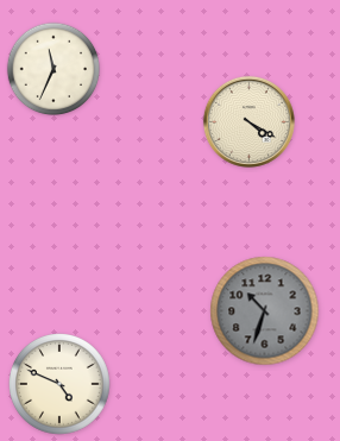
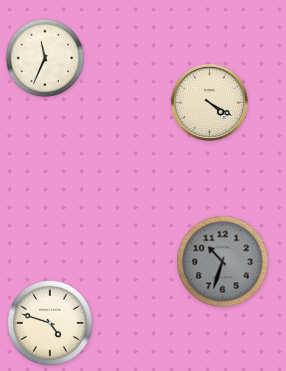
clock at (61, 385): 4:49 -> 4:48
